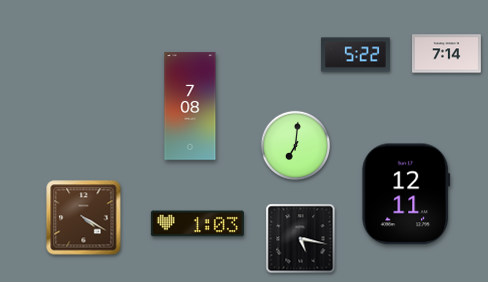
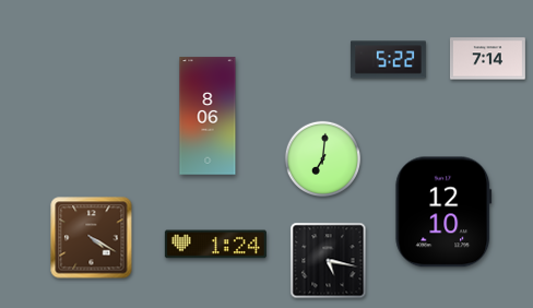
clock at (190, 106): 7:08 -> 8:06
clock at (406, 194): 12:11 -> 12:10
clock at (197, 224): 1:03 -> 1:24
